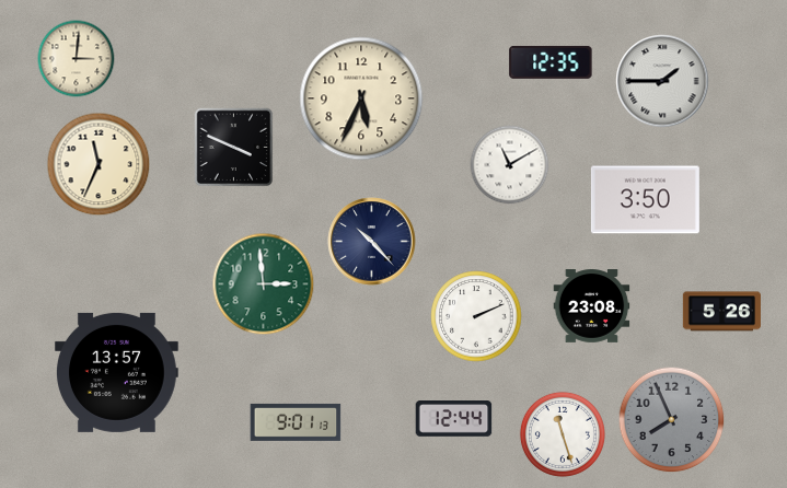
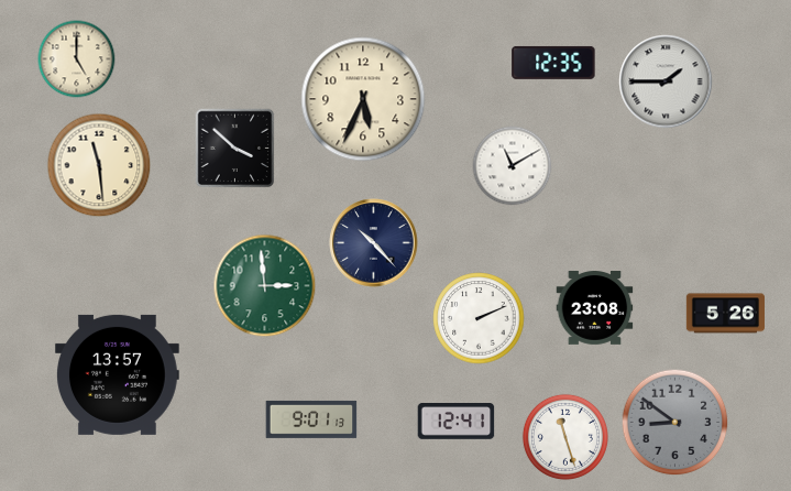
clock at (77, 59): 3:01 -> 5:00
clock at (234, 148): 3:49 -> 3:52
clock at (99, 164): 11:34 -> 11:29
clock at (645, 200): 3:50 -> none
clock at (454, 419): 12:44 -> 12:41
clock at (672, 420): 7:56 -> 8:51
clock at (296, 422) position: (296, 422) -> (311, 419)
